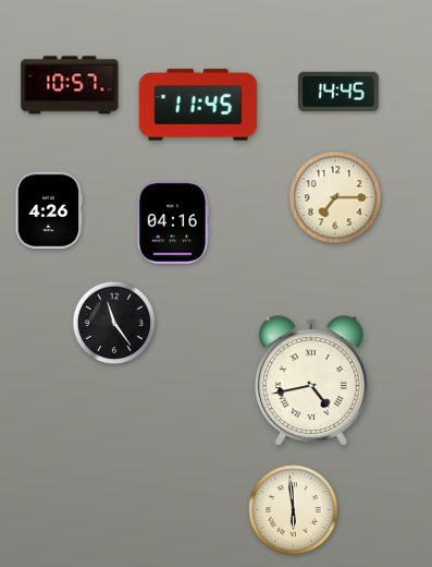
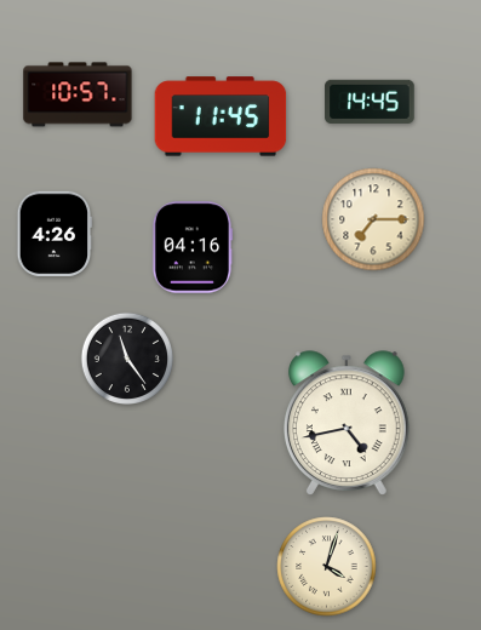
clock at (338, 91) position: (338, 91) -> (370, 101)
clock at (294, 510): 5:59 -> 4:03
